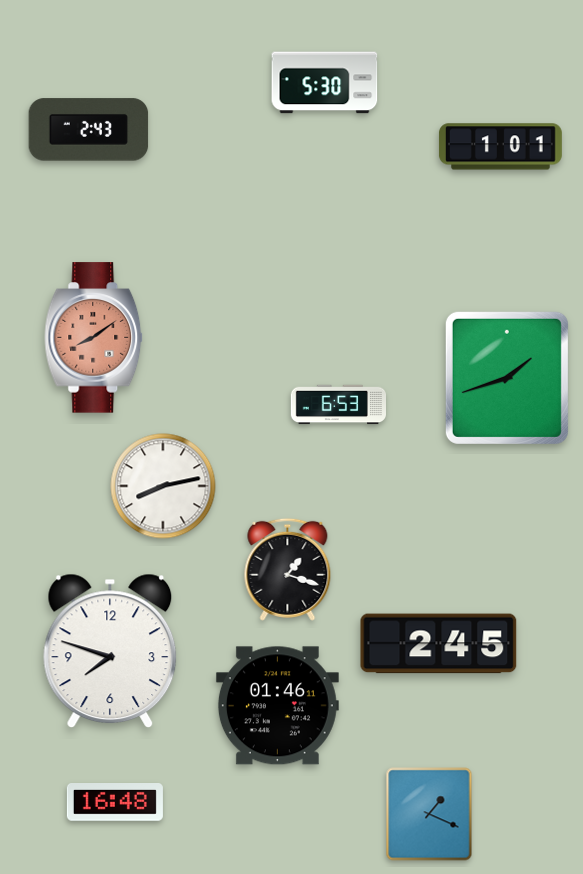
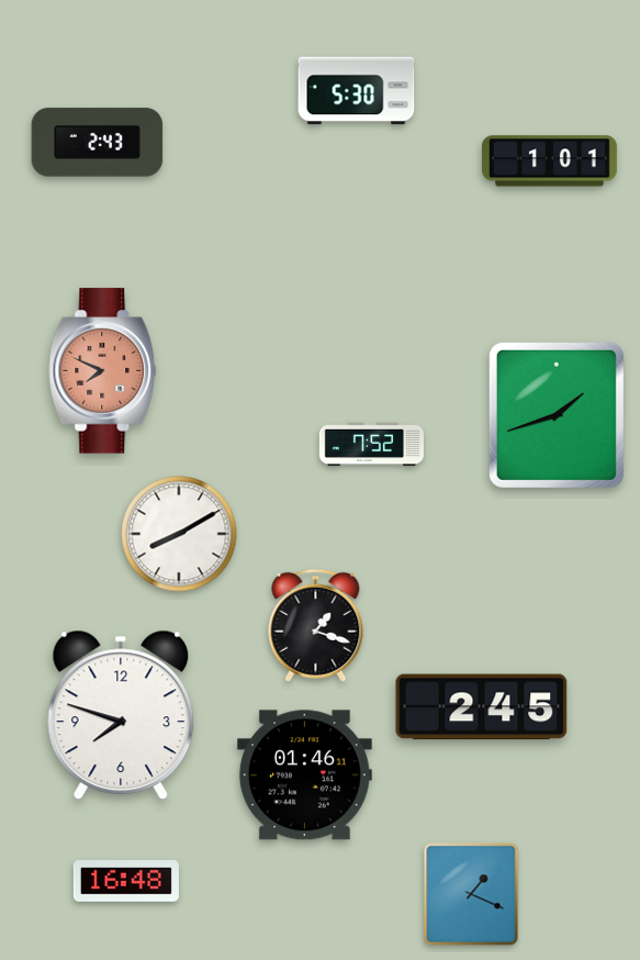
clock at (94, 338): 8:09 -> 7:49
clock at (338, 405): 6:53 -> 7:52
clock at (163, 486): 8:13 -> 8:10
